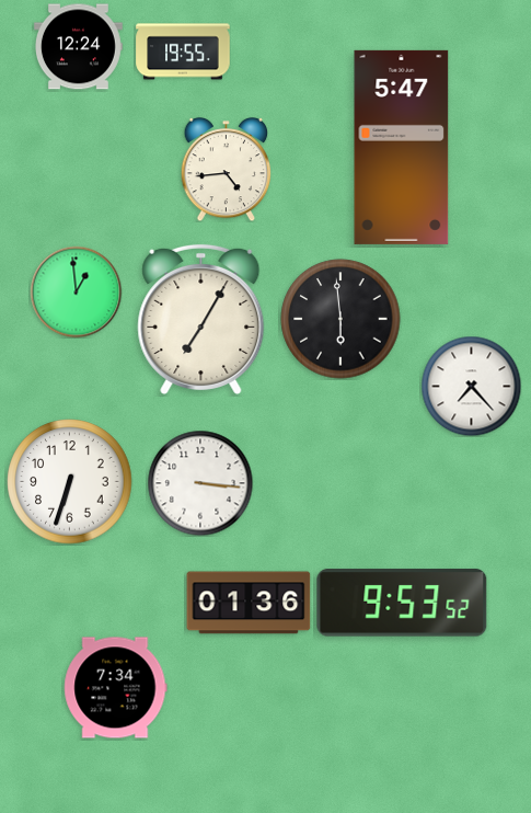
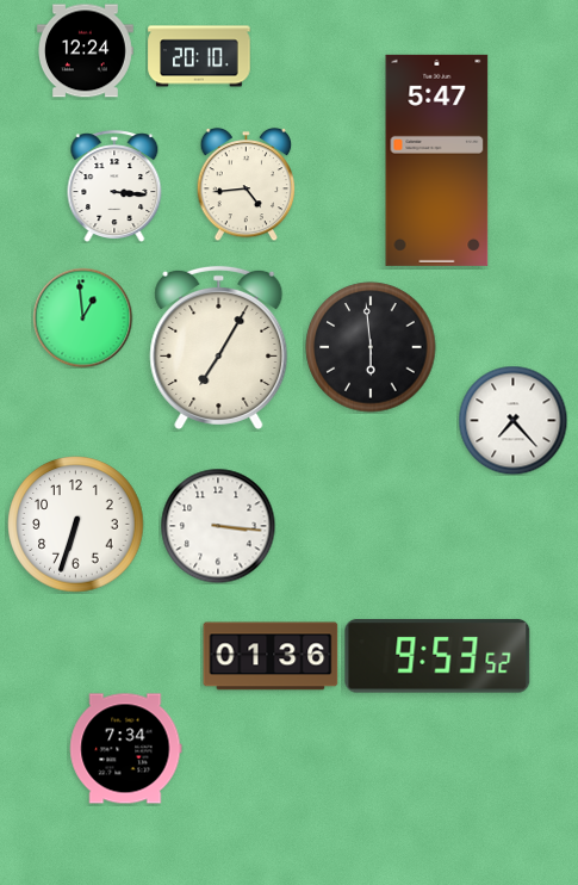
clock at (183, 51): 19:55 -> 20:10
clock at (114, 186): none -> 3:16
